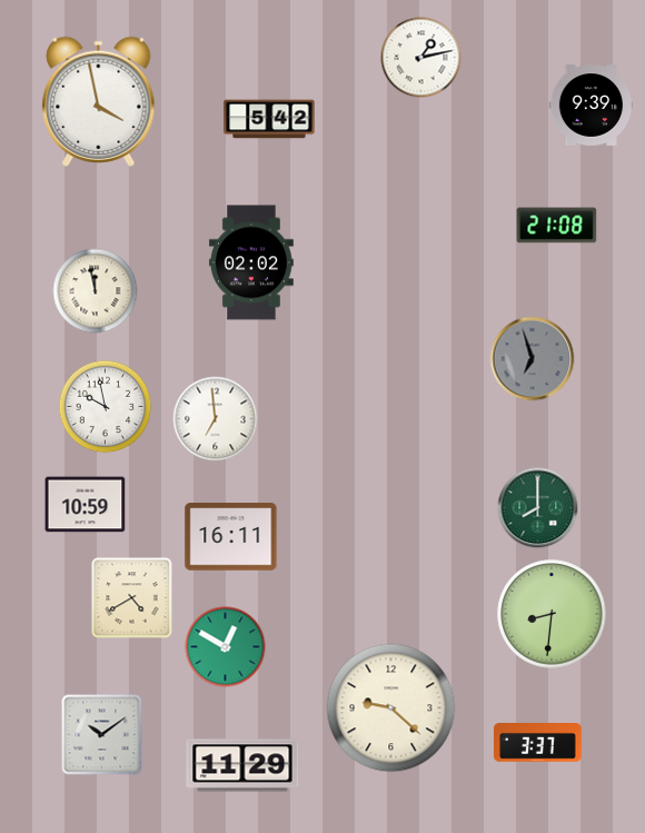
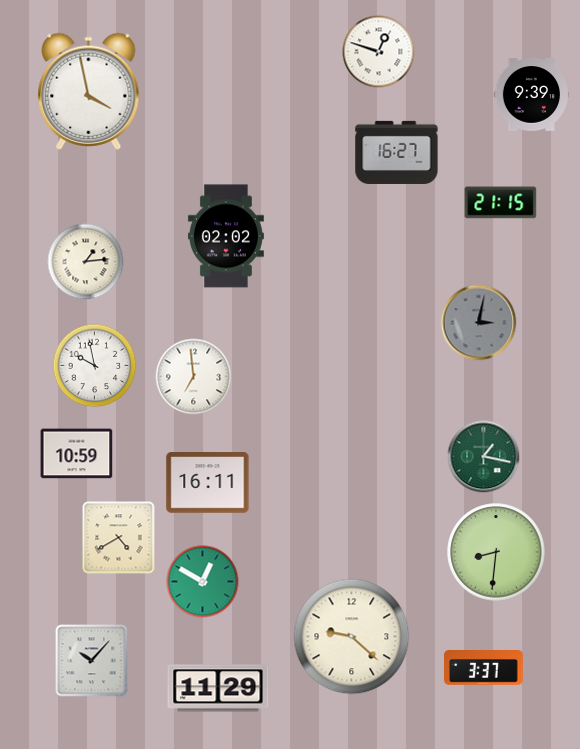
clock at (421, 58): 1:13 -> 12:48
clock at (269, 119): 5:42 -> none
clock at (397, 152): none -> 16:27
clock at (557, 226): 21:08 -> 21:15
clock at (96, 291): 11:58 -> 1:14
clock at (533, 359): 6:57 -> 3:02
clock at (538, 508): 8:00 -> 1:17
clock at (102, 735): 10:09 -> 10:07
